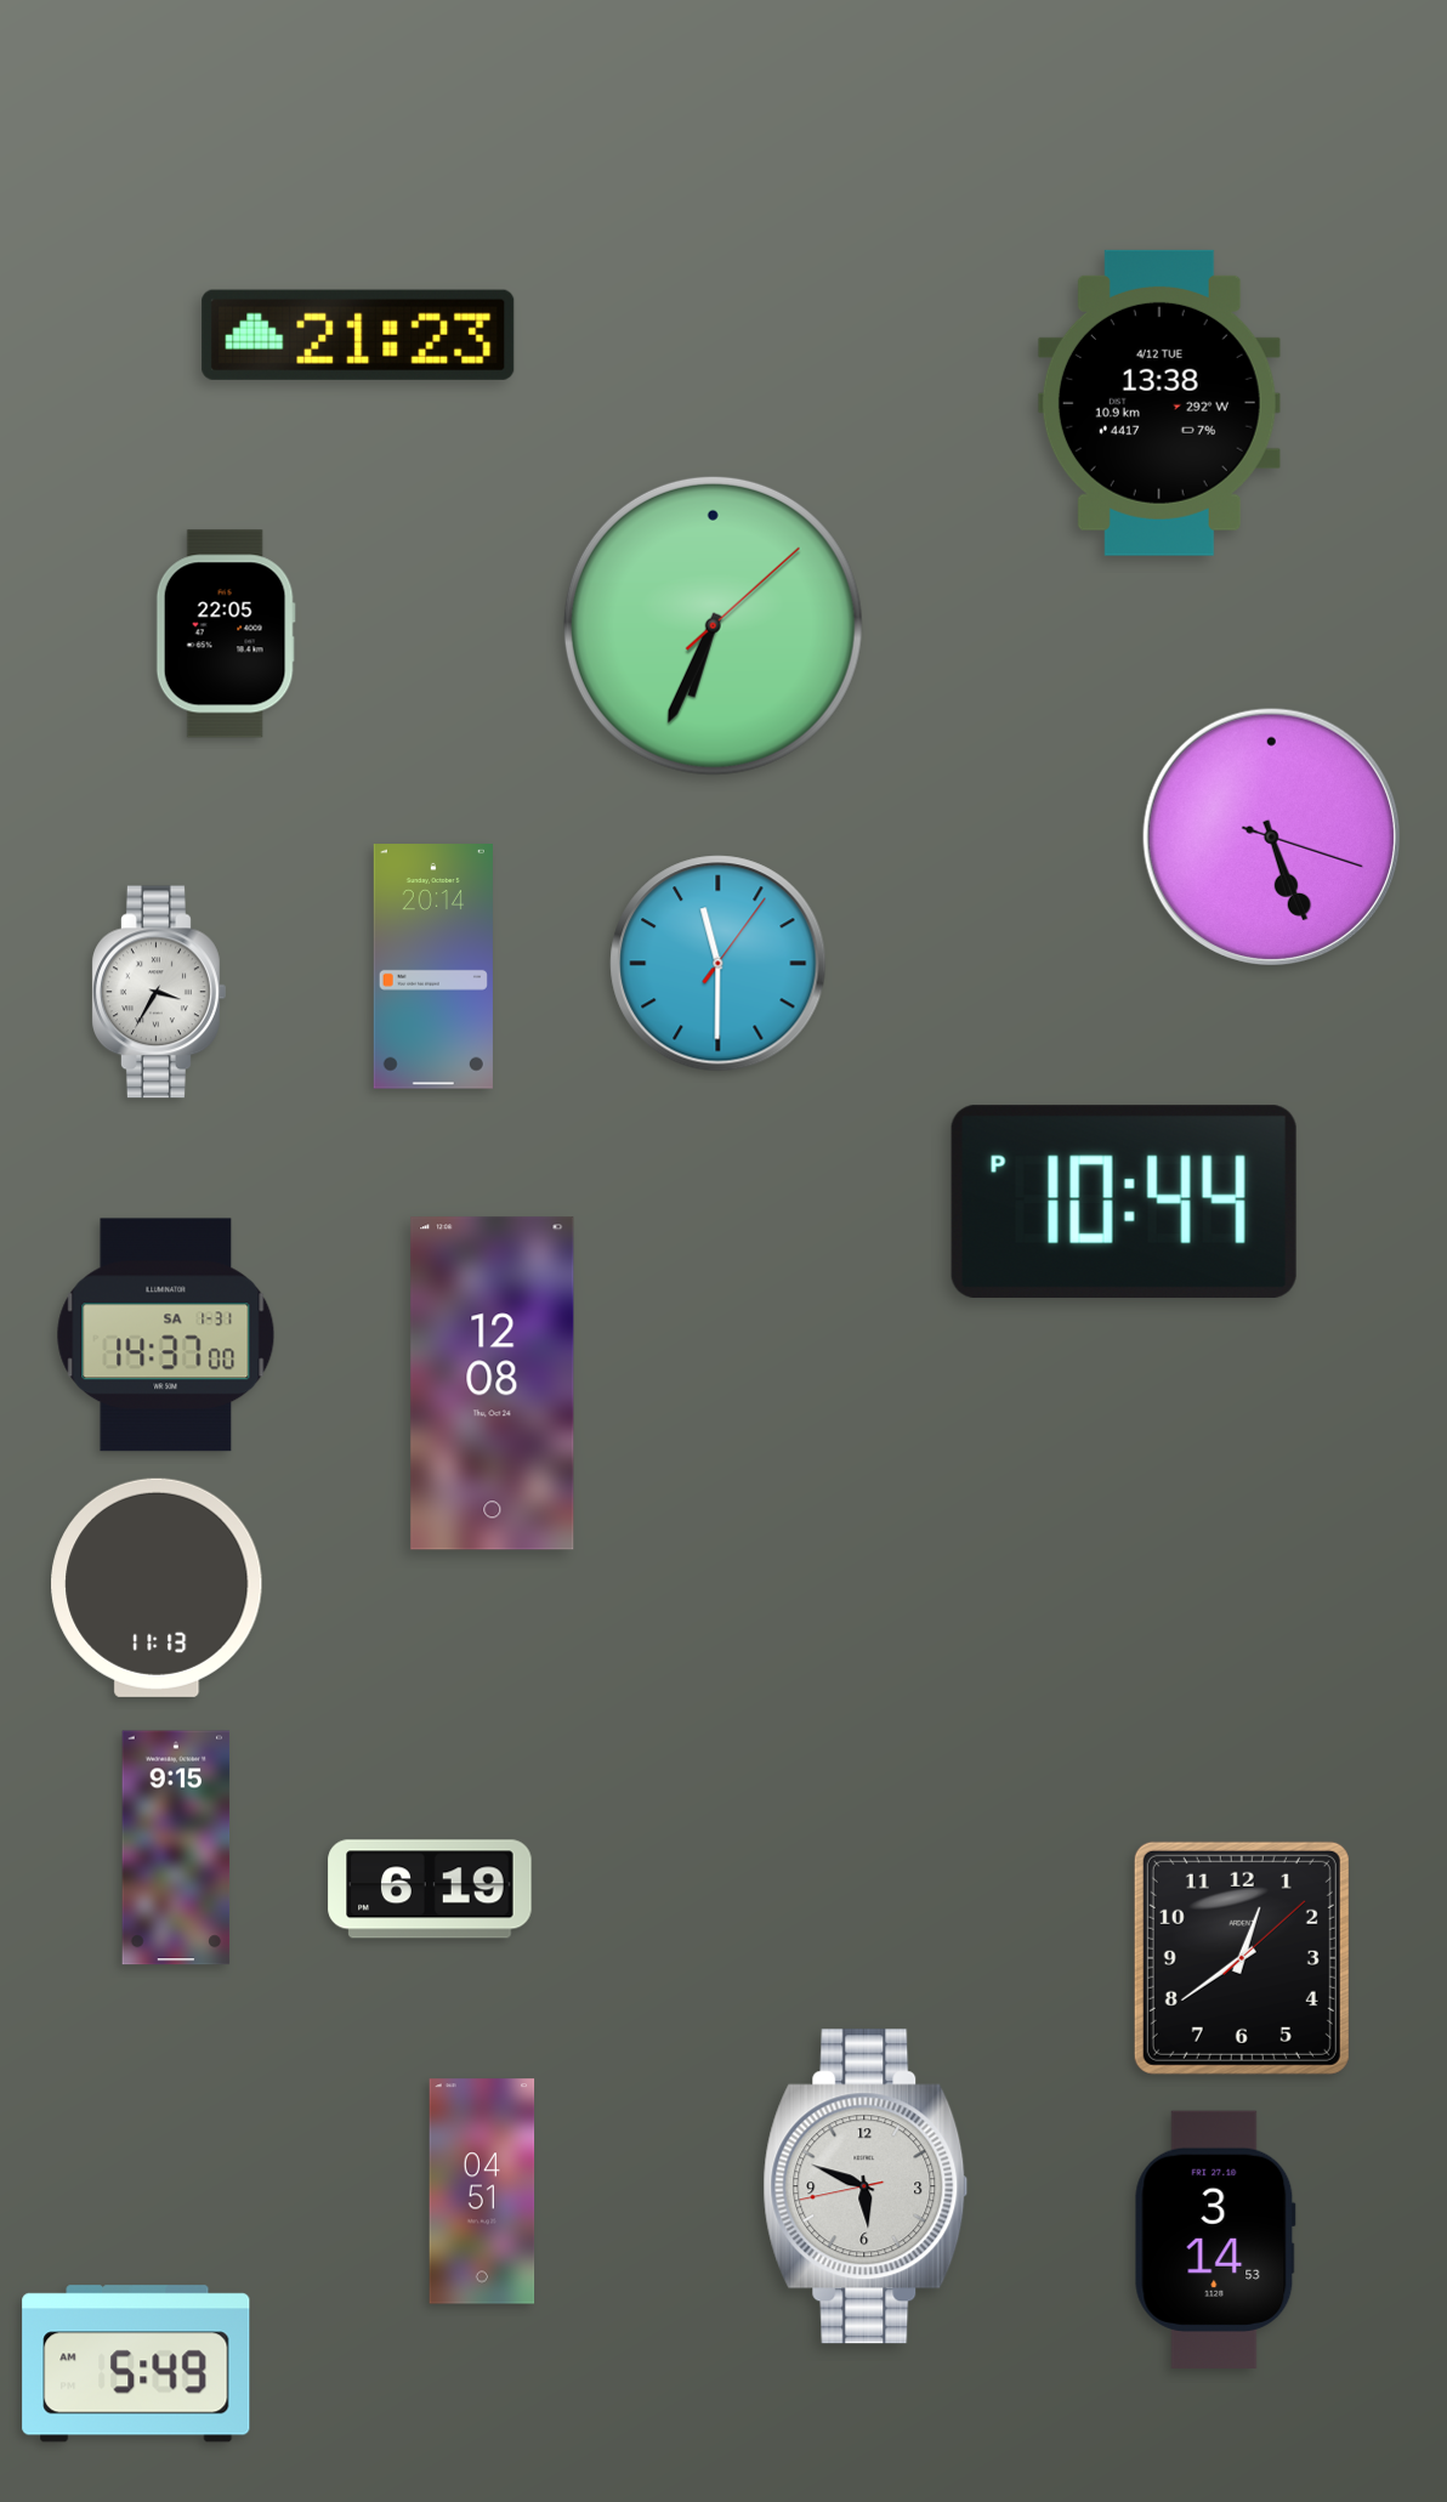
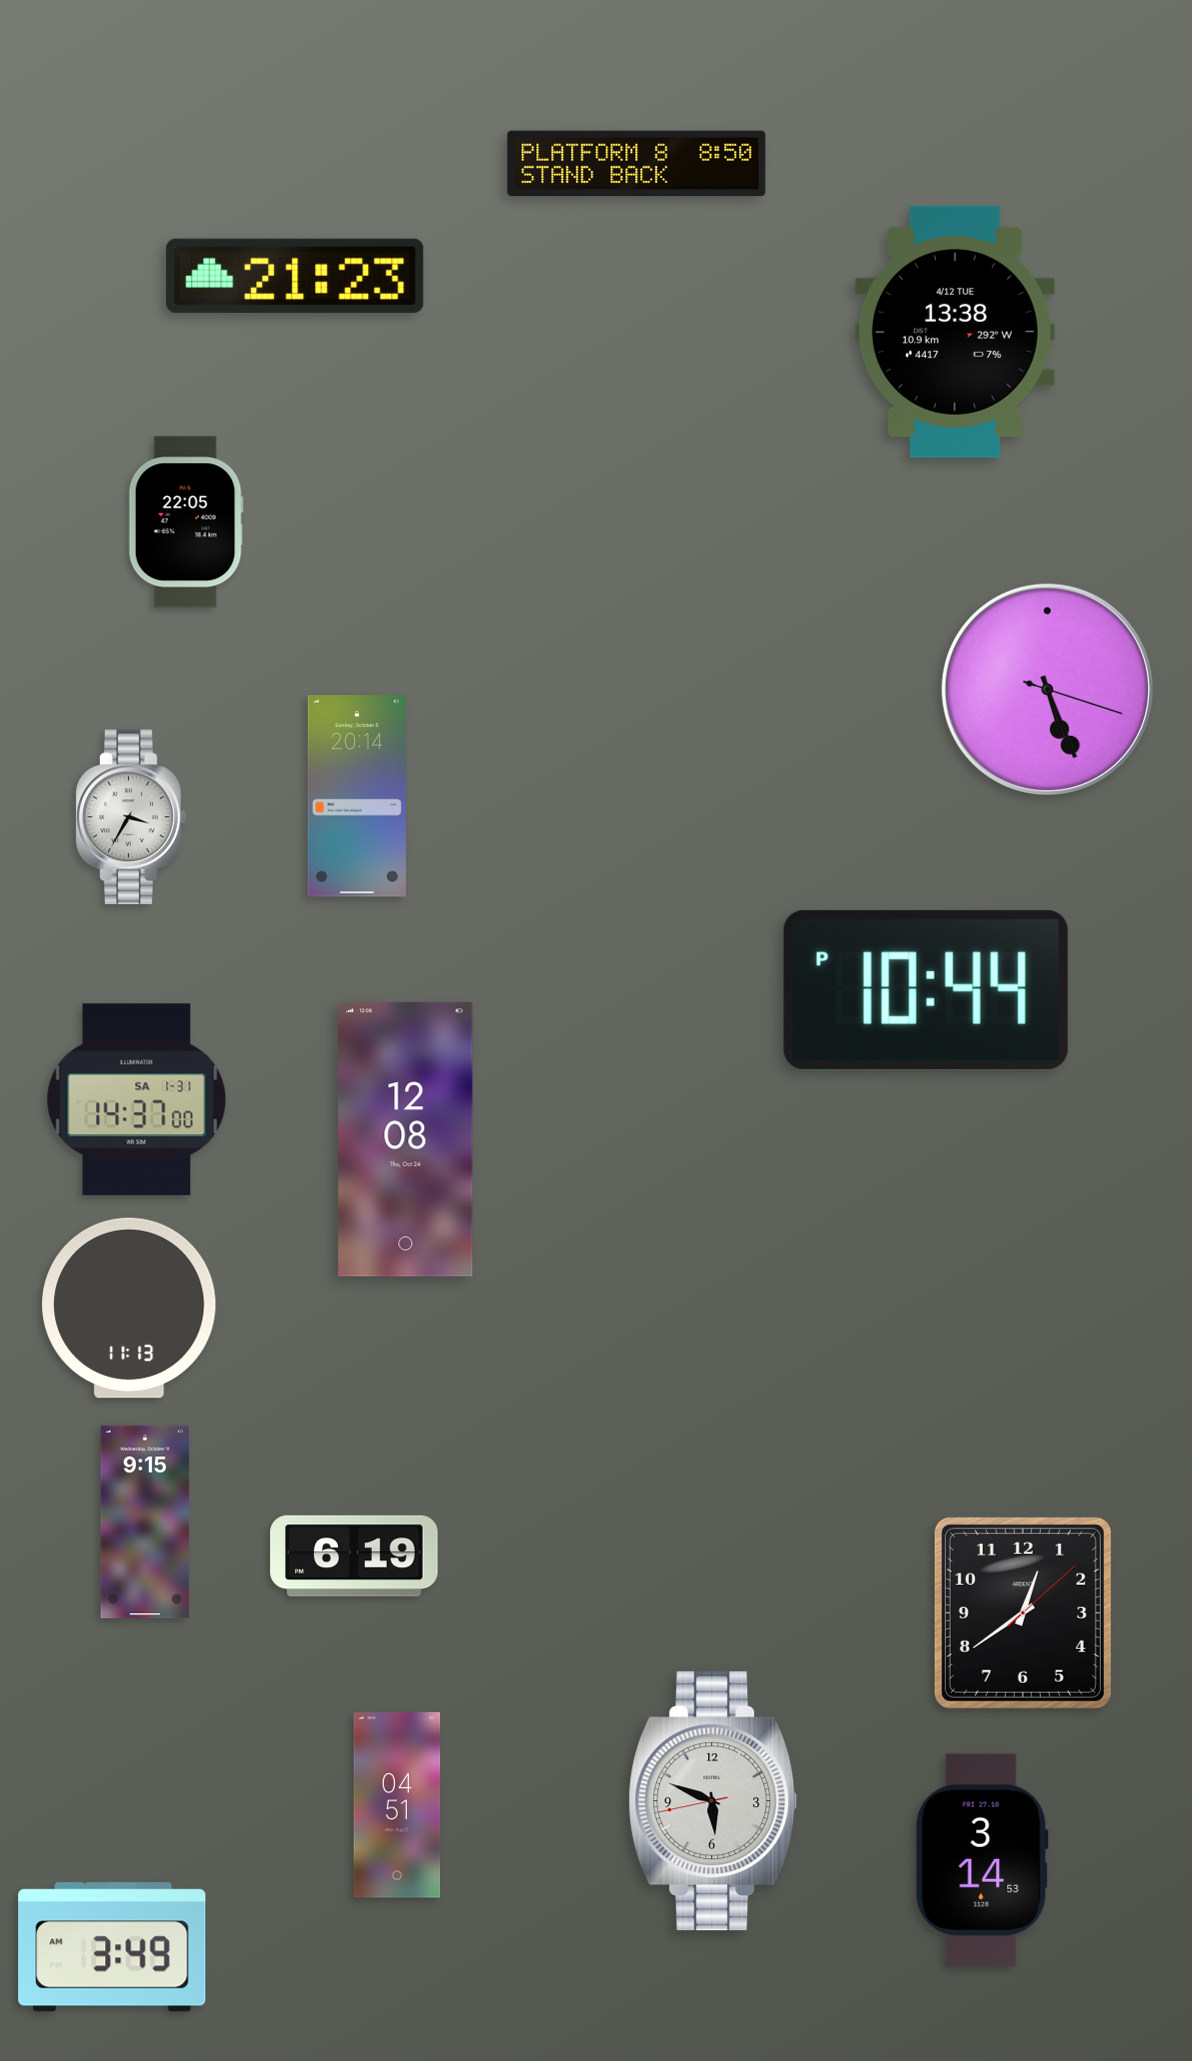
clock at (637, 164): none -> 8:50
clock at (713, 625): 6:34 -> none
clock at (719, 964): 11:30 -> none
clock at (1215, 2240) position: (1215, 2240) -> (982, 1860)
clock at (136, 2364): 5:49 -> 3:49
